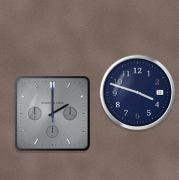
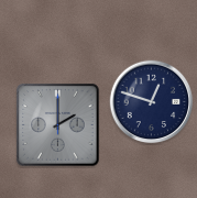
clock at (138, 93): 3:48 -> 12:48
